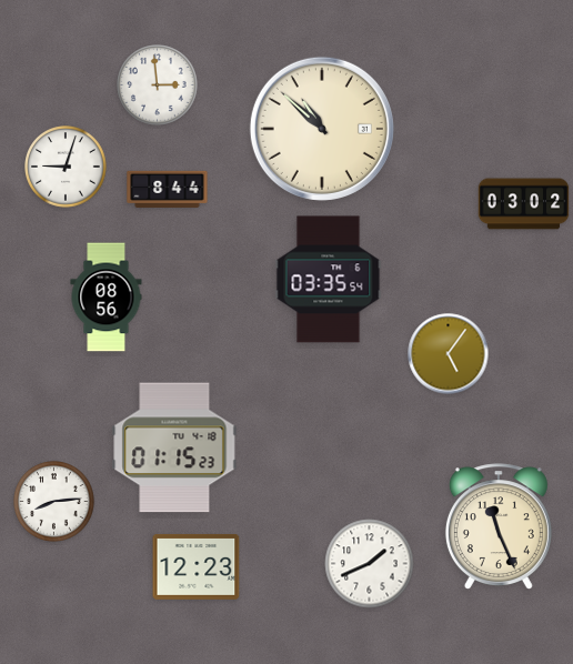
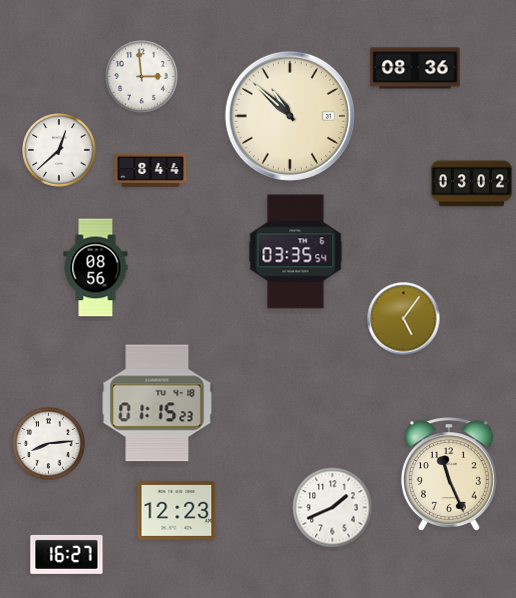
clock at (415, 68): none -> 08:36
clock at (66, 167): 9:03 -> 12:38
clock at (54, 502) position: (54, 502) -> (49, 444)
clock at (67, 554): none -> 16:27
